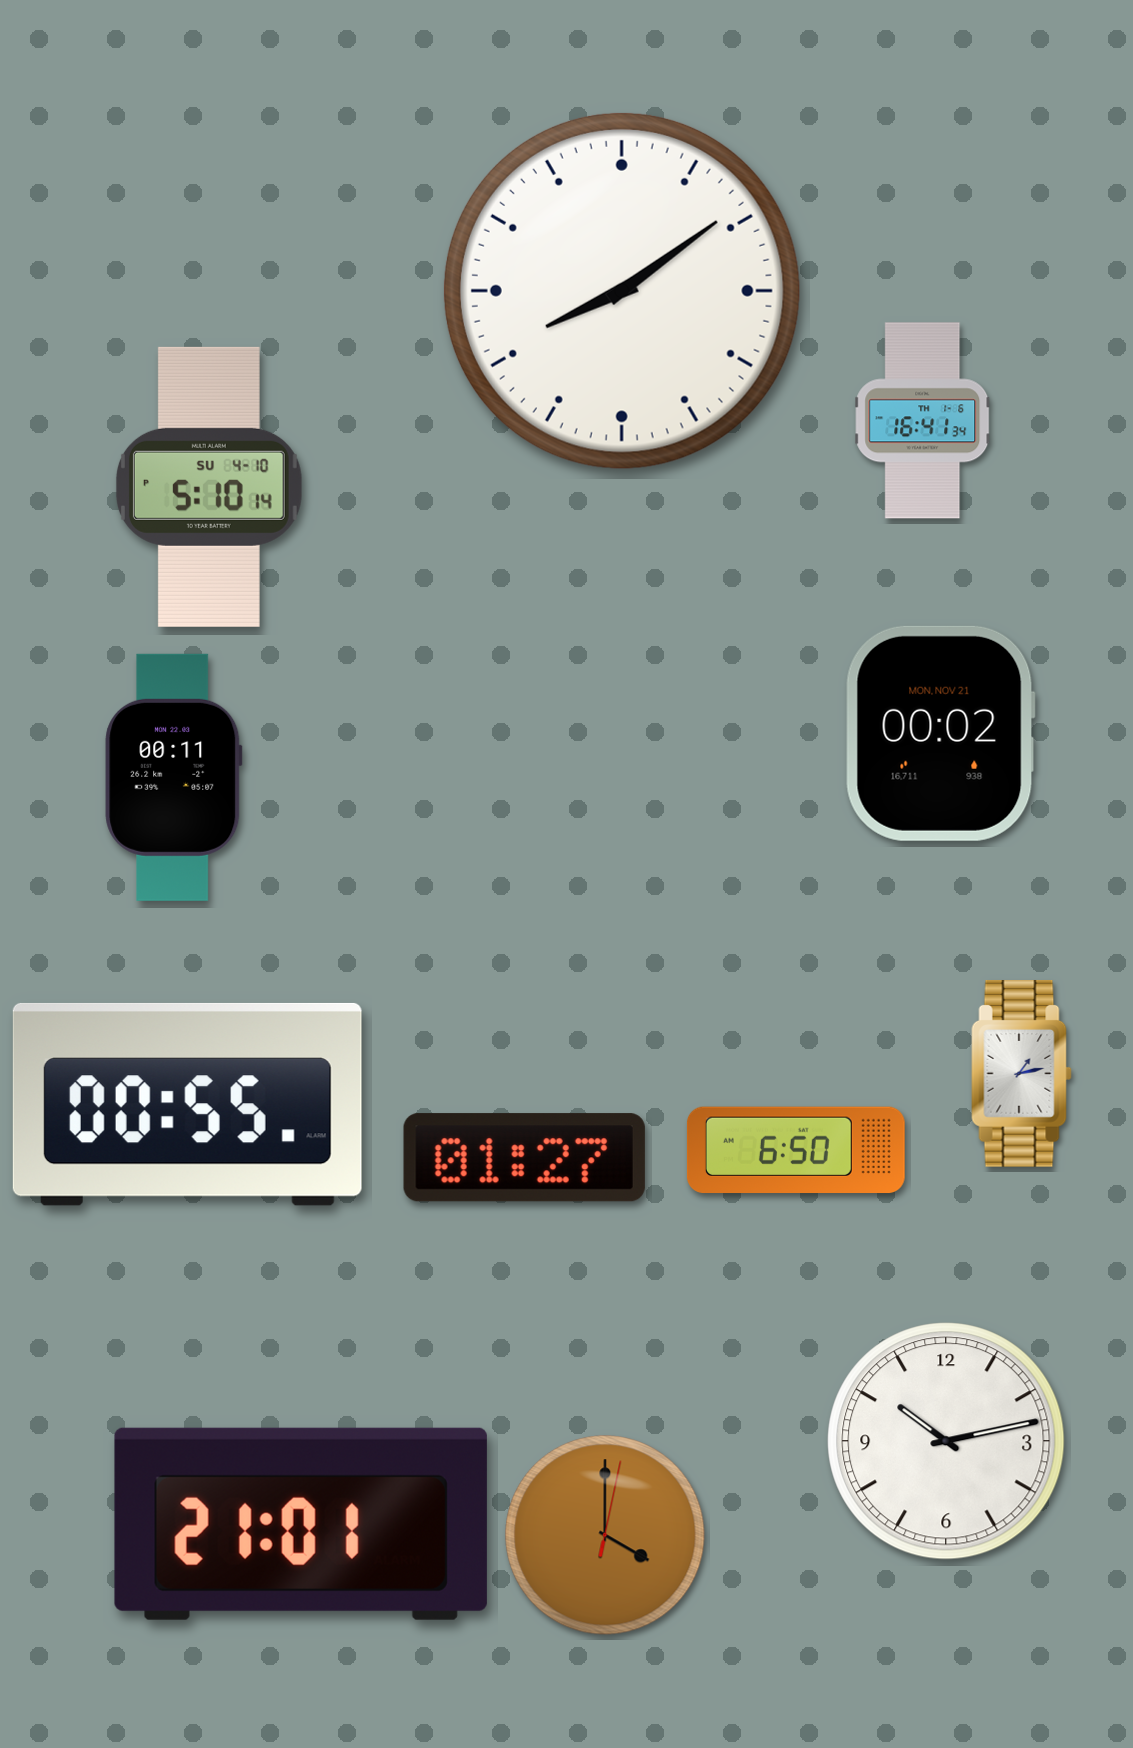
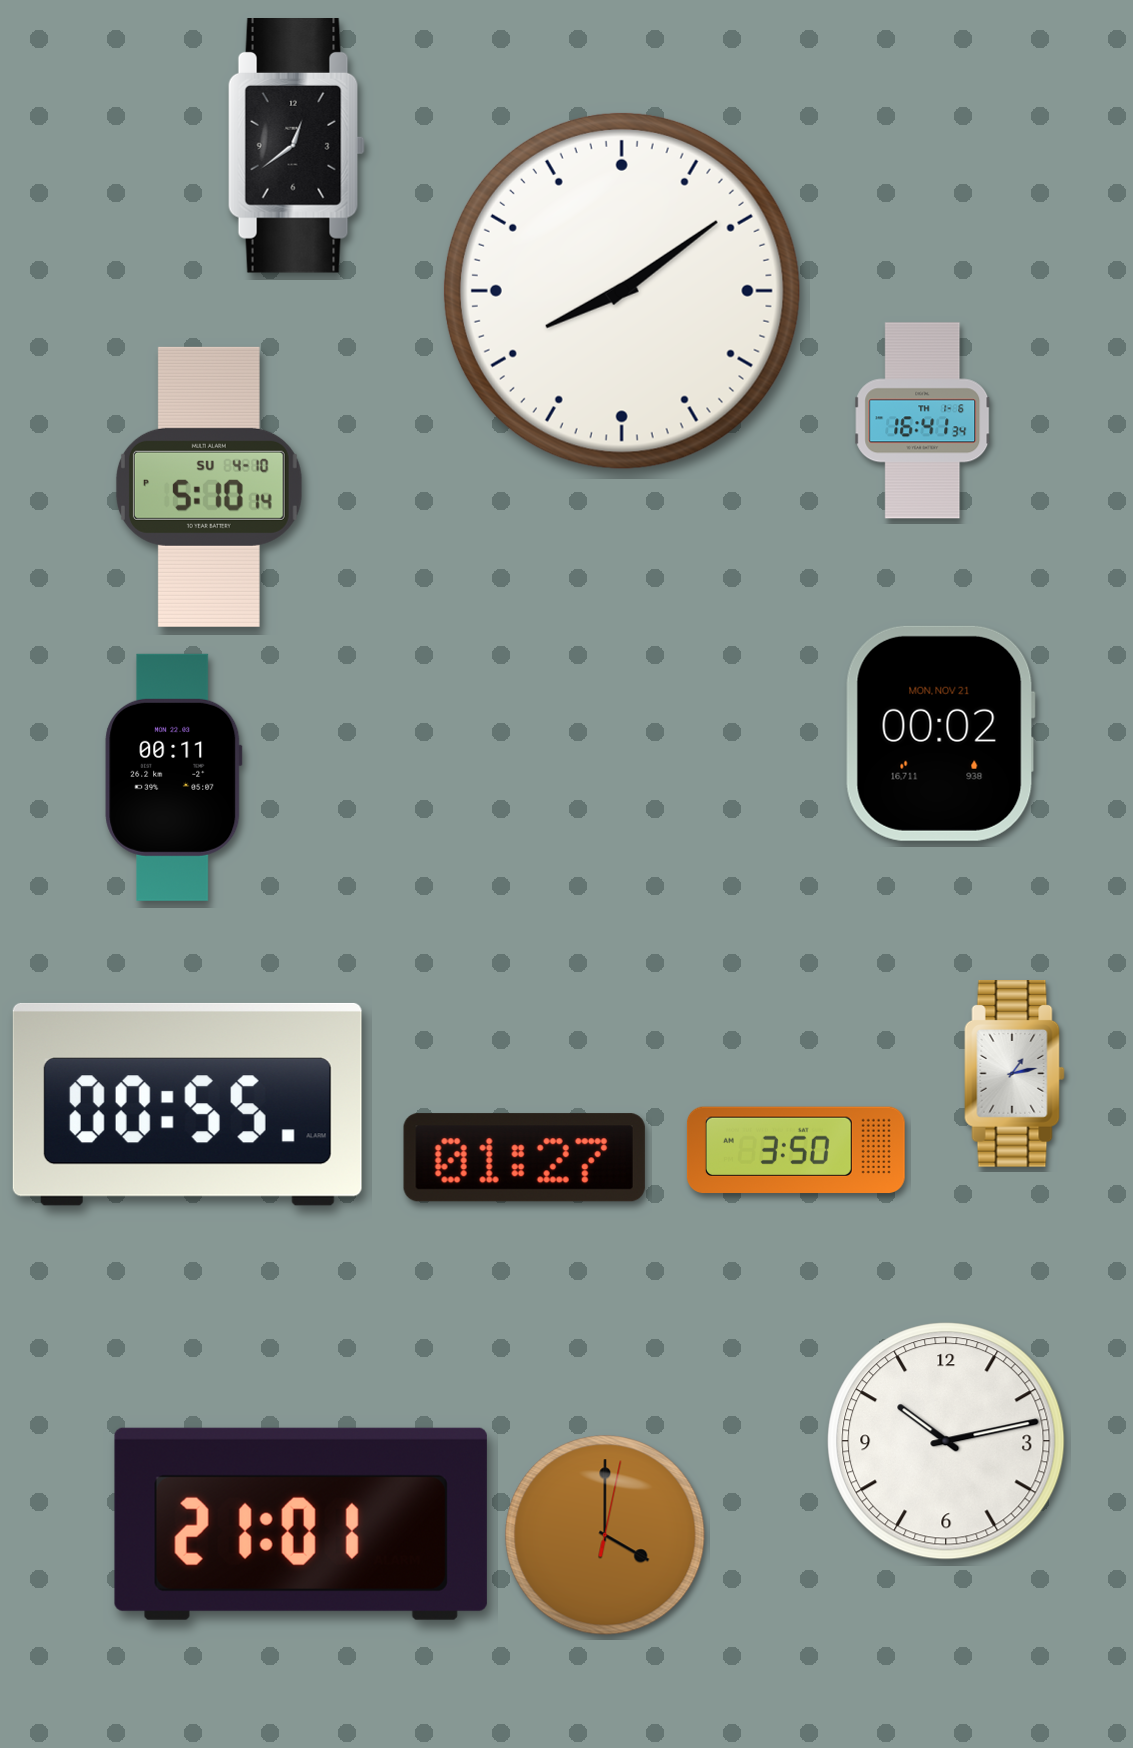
clock at (296, 146): none -> 12:39
clock at (1022, 1074) position: (1022, 1074) -> (1015, 1074)
clock at (796, 1150): 6:50 -> 3:50
